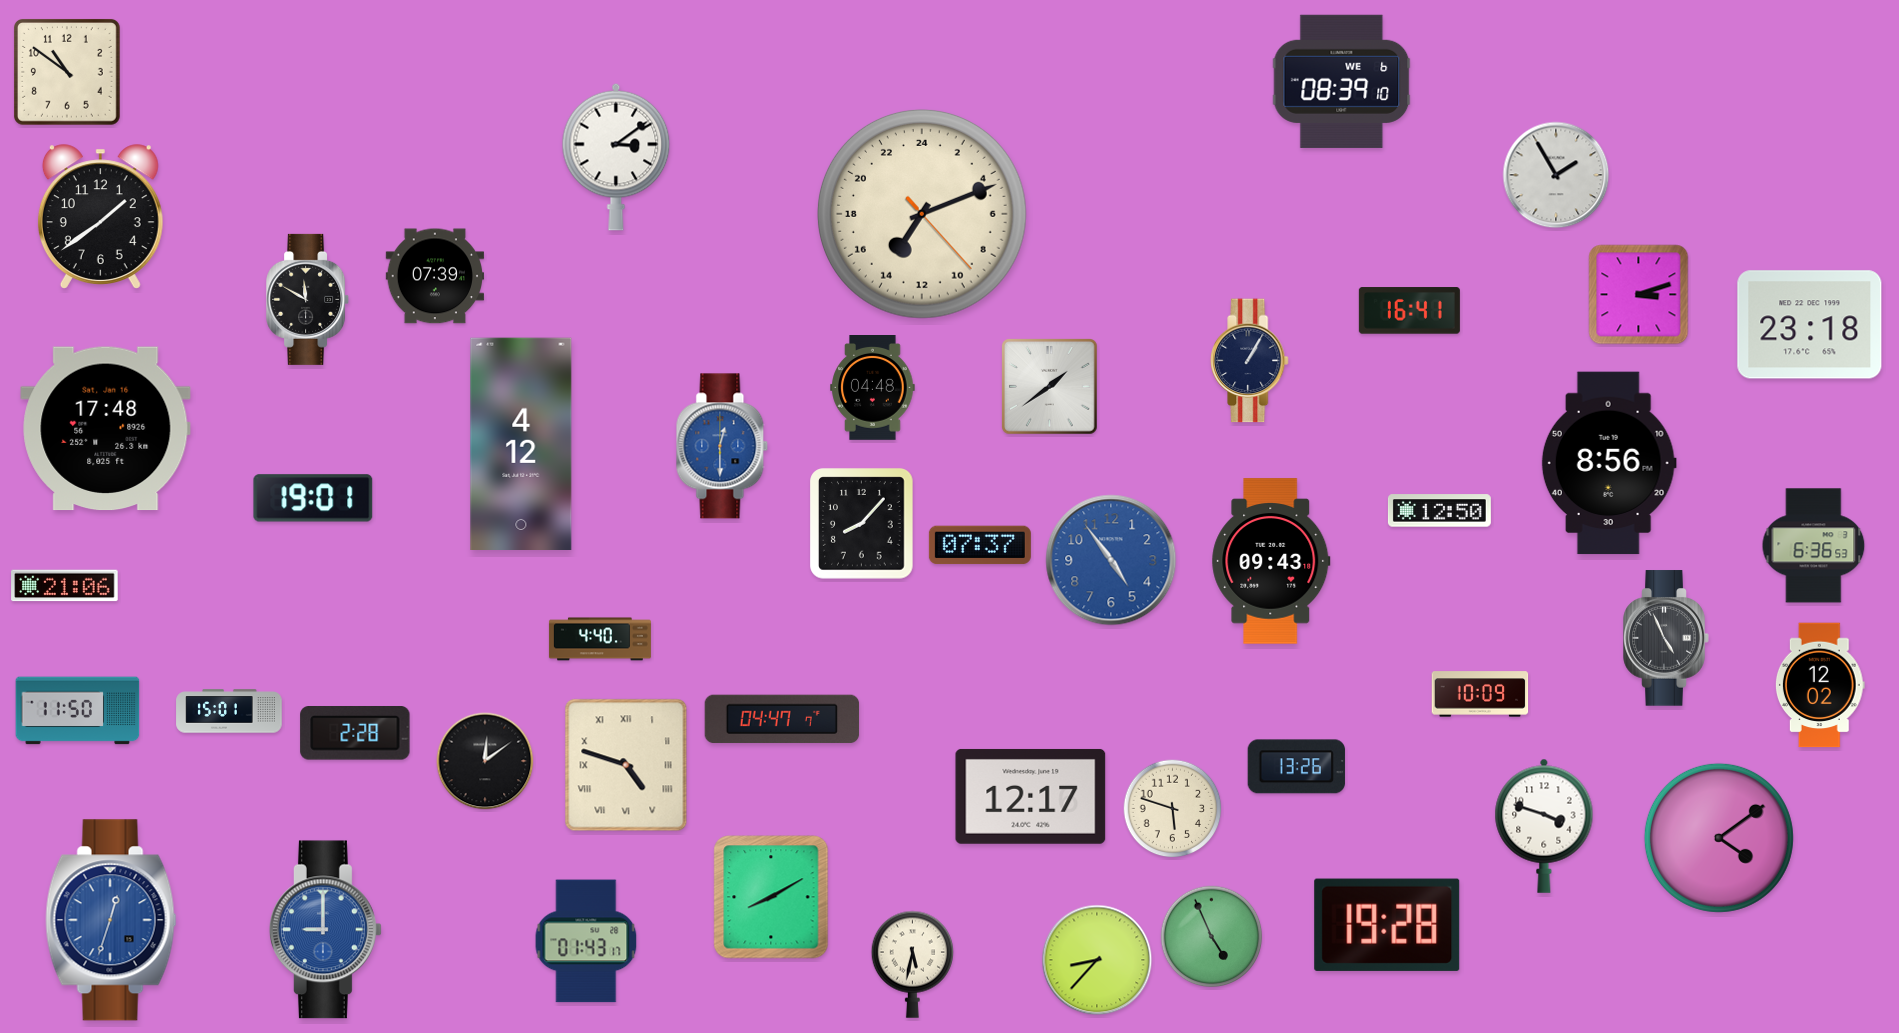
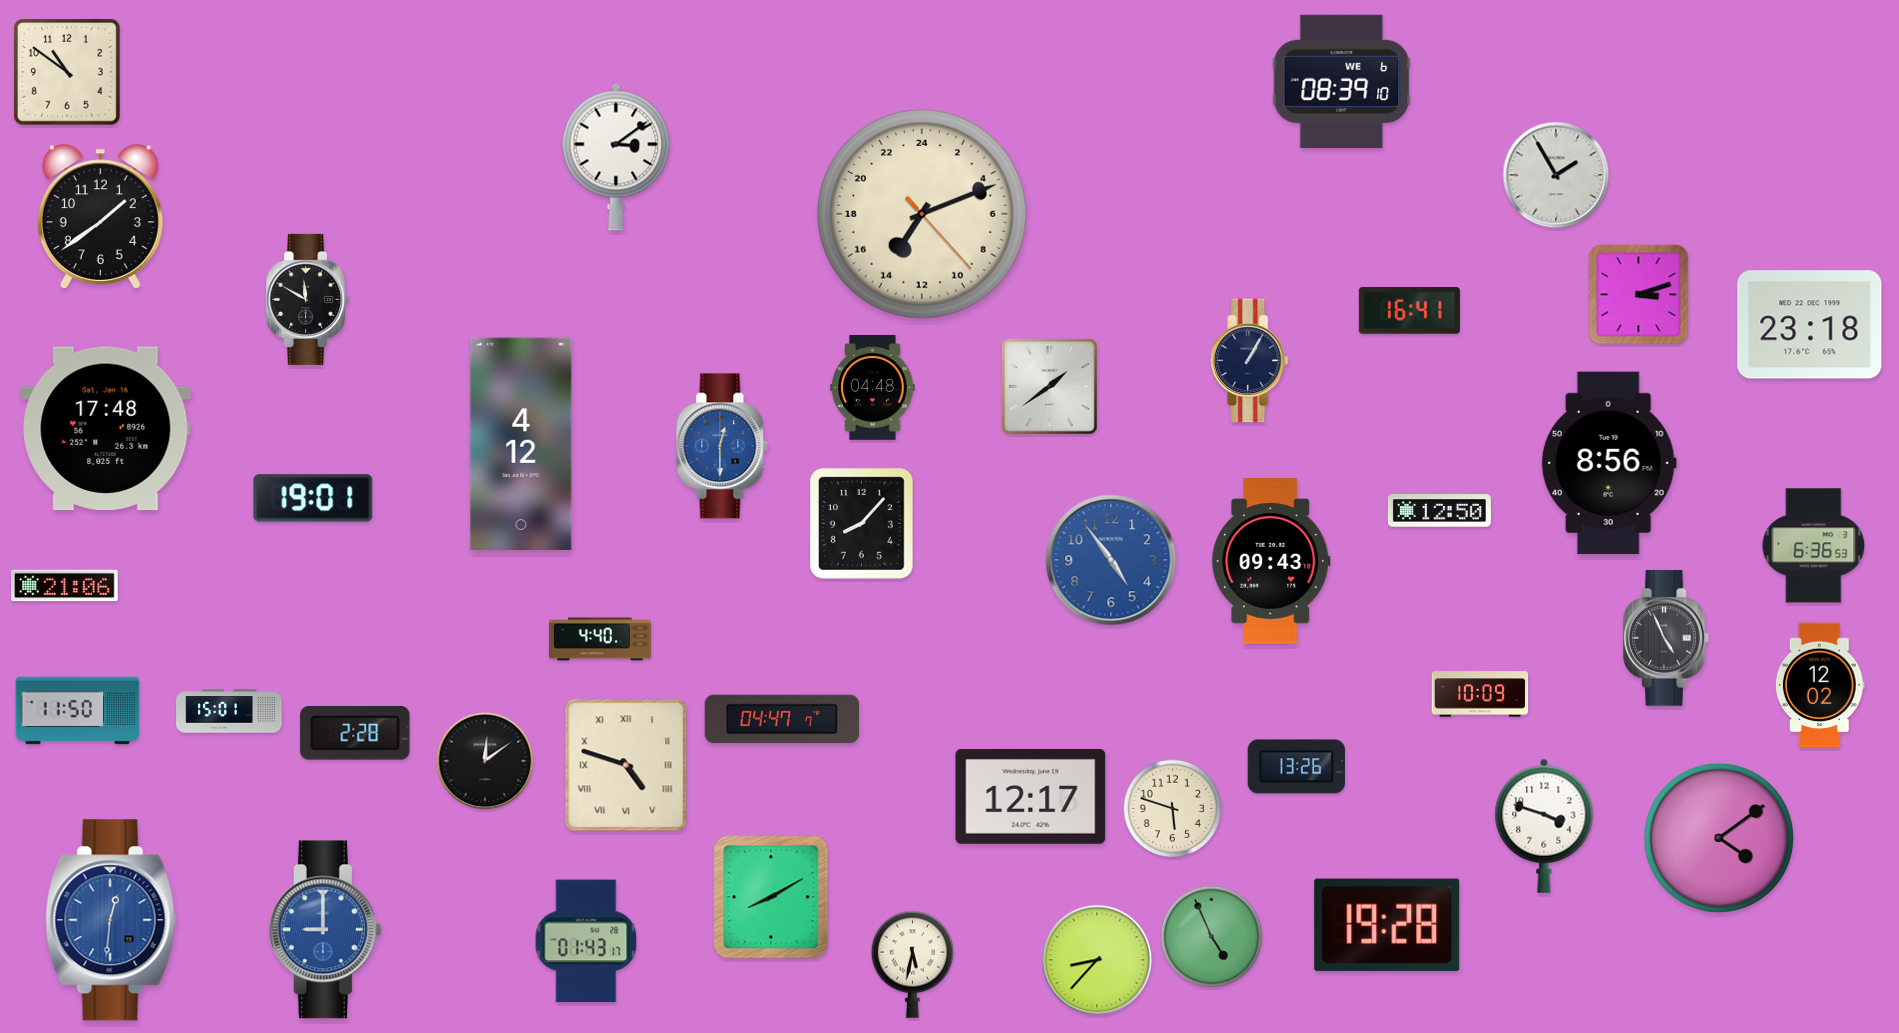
clock at (434, 276): 07:39 -> none
clock at (980, 545): 07:37 -> none
clock at (111, 920): 12:33 -> 12:31
